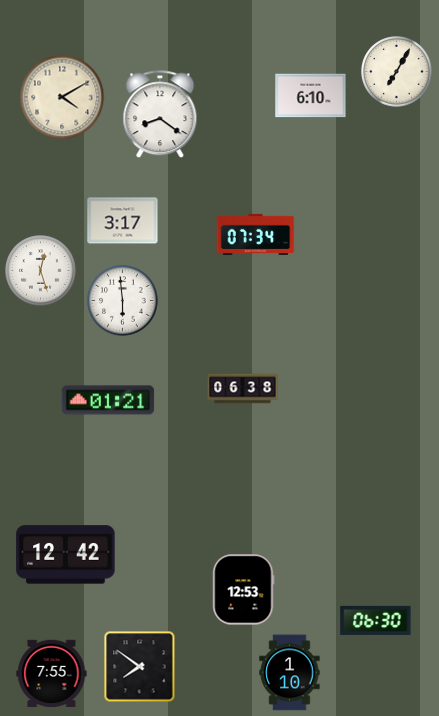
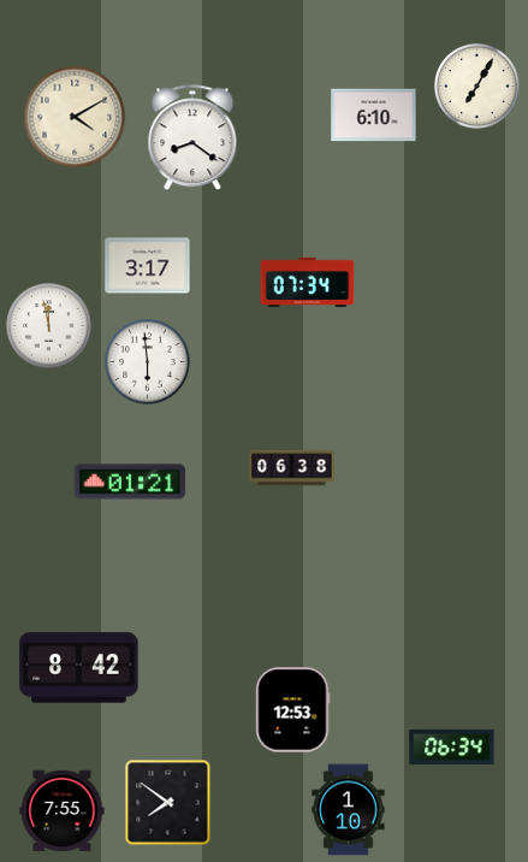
clock at (41, 271): 12:27 -> 11:58
clock at (66, 555): 12:42 -> 8:42
clock at (376, 620): 06:30 -> 06:34
